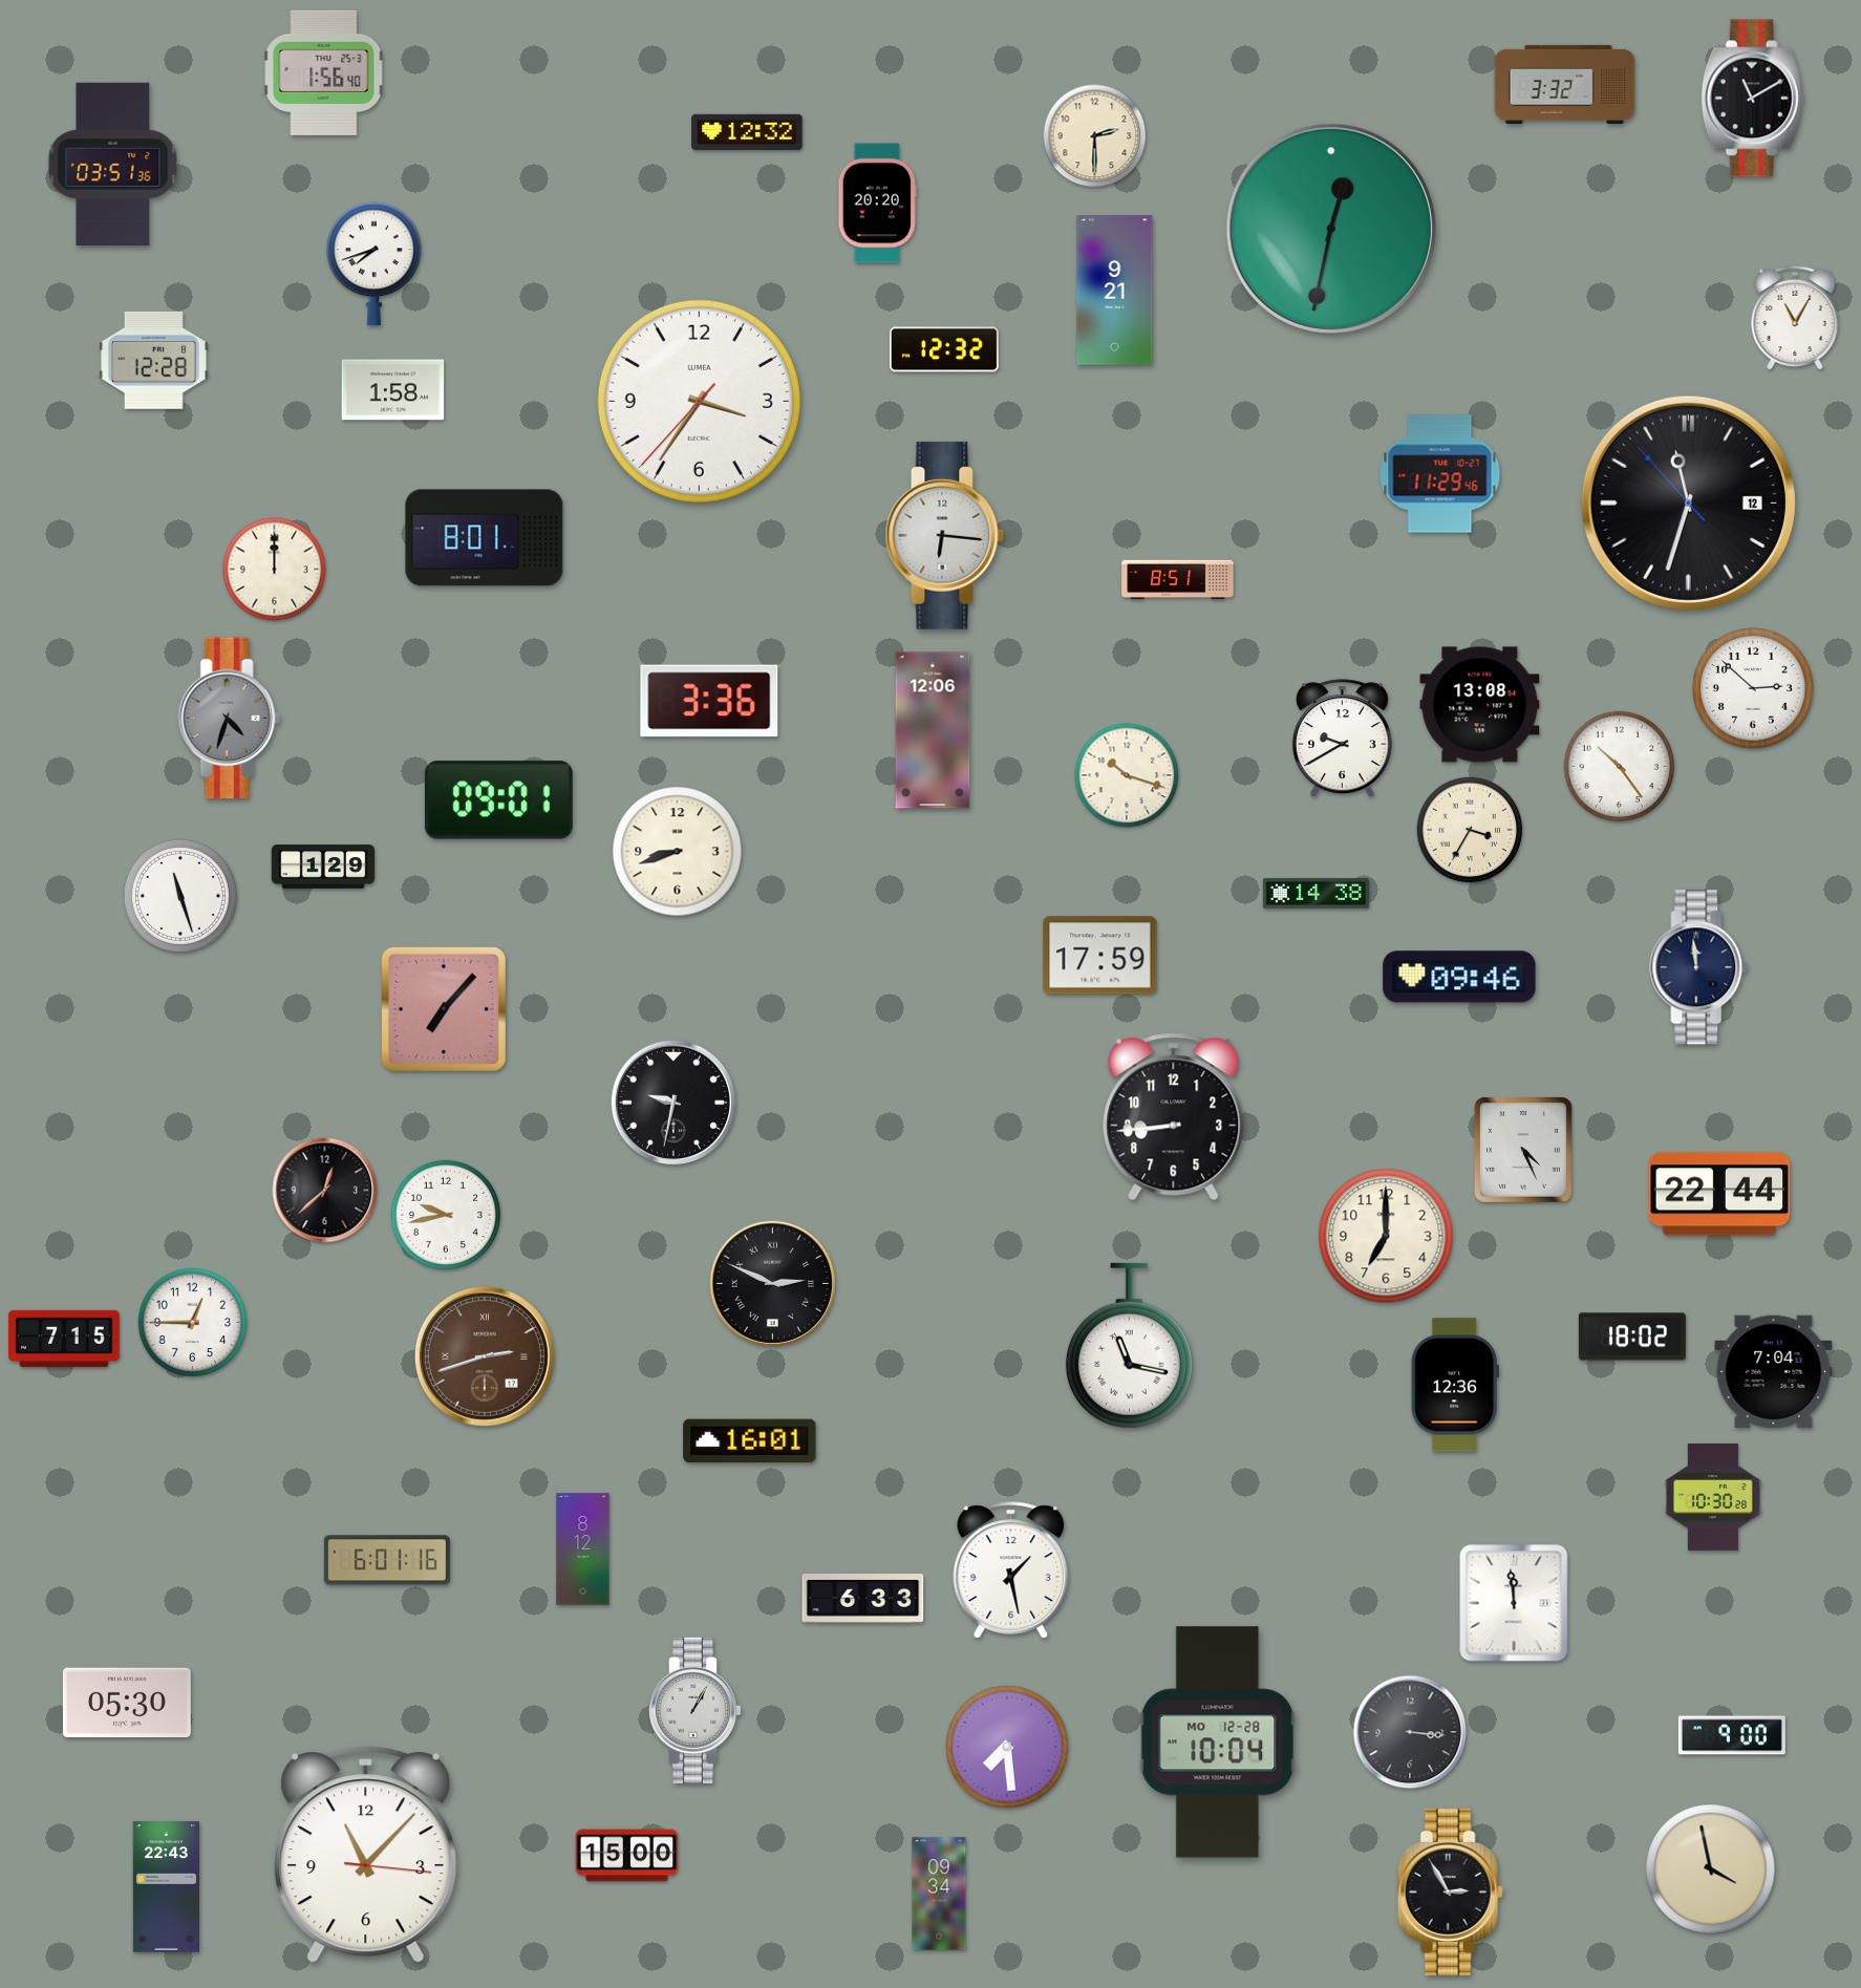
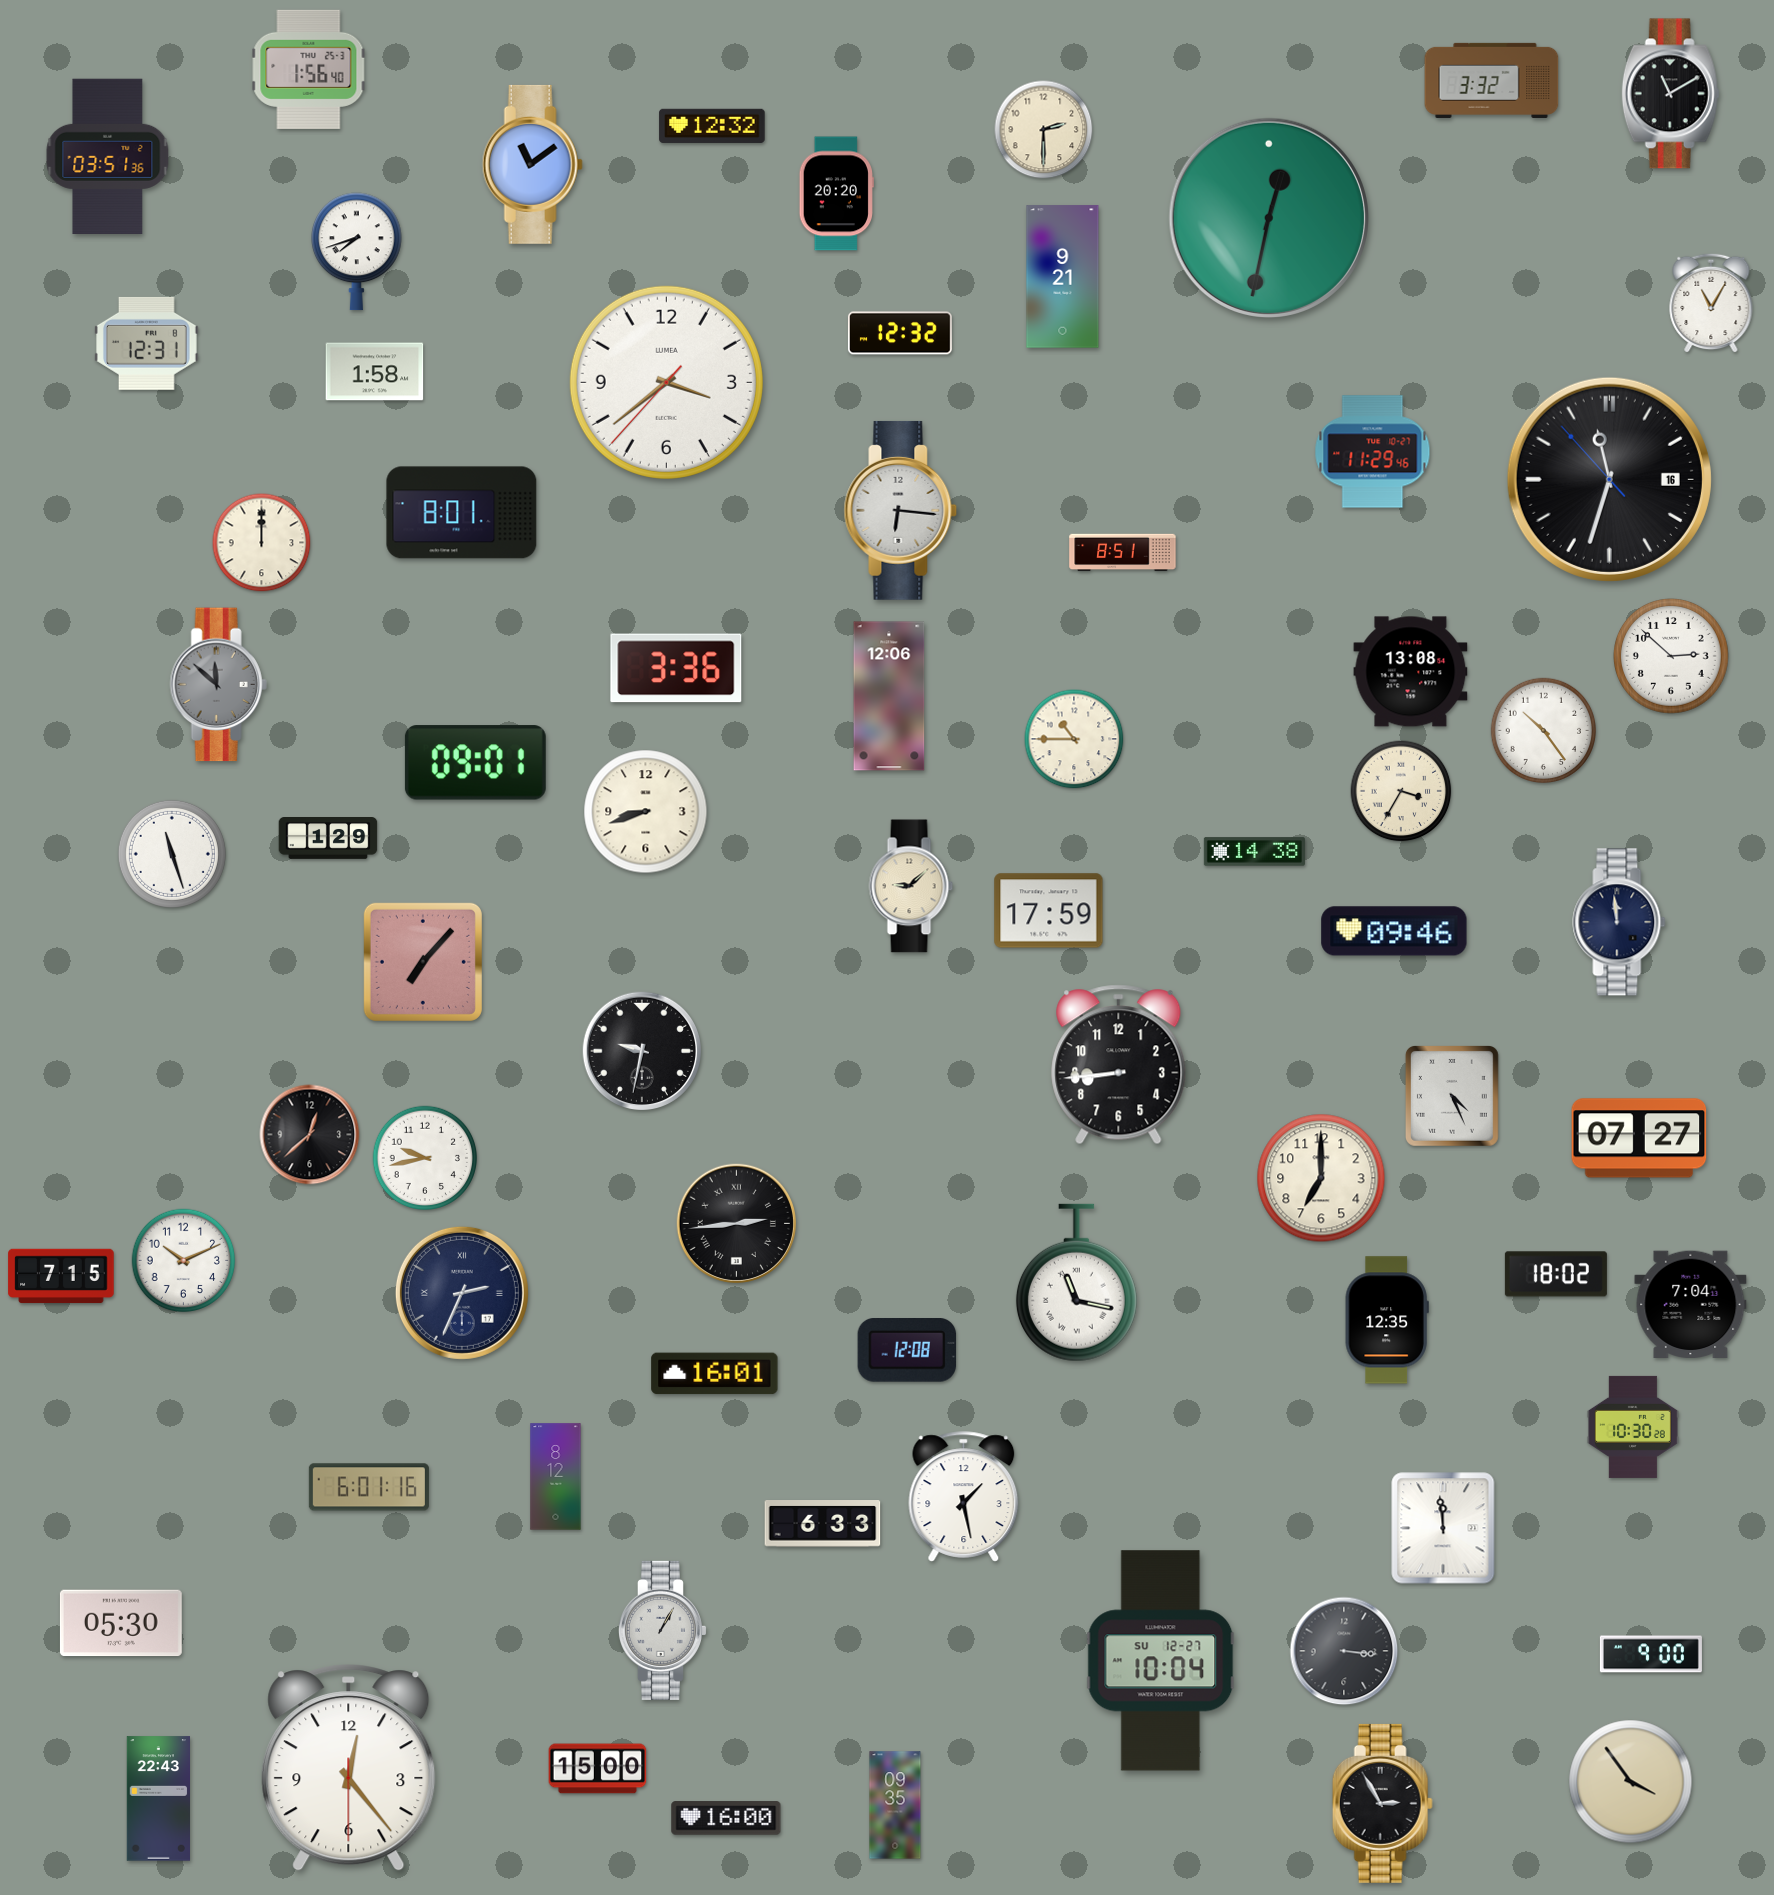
clock at (532, 164): none -> 11:09
clock at (154, 360): 12:28 -> 12:31
clock at (699, 401): 3:35 -> 3:38
clock at (1688, 503) date: 12 -> 16
clock at (229, 719): 4:33 -> 11:52
clock at (1343, 739): 9:40 -> none
clock at (1127, 775): 10:18 -> 10:45
clock at (323, 868) position: (323, 868) -> (328, 839)
clock at (911, 886): none -> 9:08
clock at (1459, 977) position: (1459, 977) -> (1394, 931)
clock at (1719, 1194): 22:44 -> 07:27
clock at (772, 1283): 2:49 -> 2:44
clock at (193, 1323): 12:45 -> 10:11
clock at (485, 1356): 2:42 -> 2:34
clock at (485, 1356) dial: brown -> navy
clock at (1774, 1371) position: (1774, 1371) -> (1691, 1304)
clock at (1455, 1385): 12:36 -> 12:35
clock at (907, 1351): none -> 12:08
clock at (1218, 1743) date: MO 12-28 -> SU 12-27
clock at (1007, 1747): 7:29 -> none
clock at (366, 1855): 11:07 -> 12:23
clock at (1711, 1869): 3:58 -> 3:54
clock at (939, 1894): 09:34 -> 09:35
clock at (726, 1818): none -> 16:00
